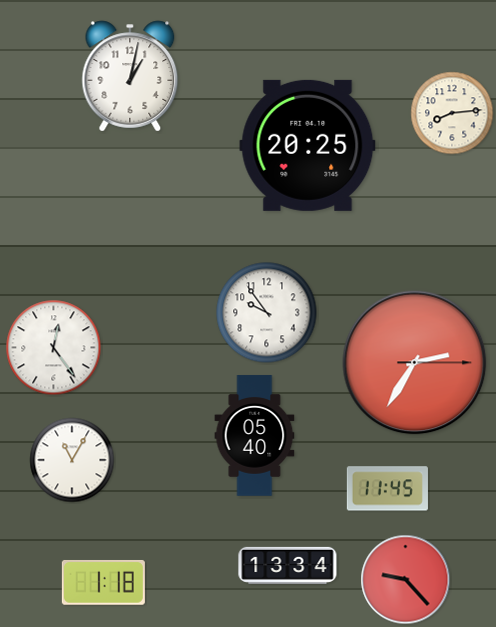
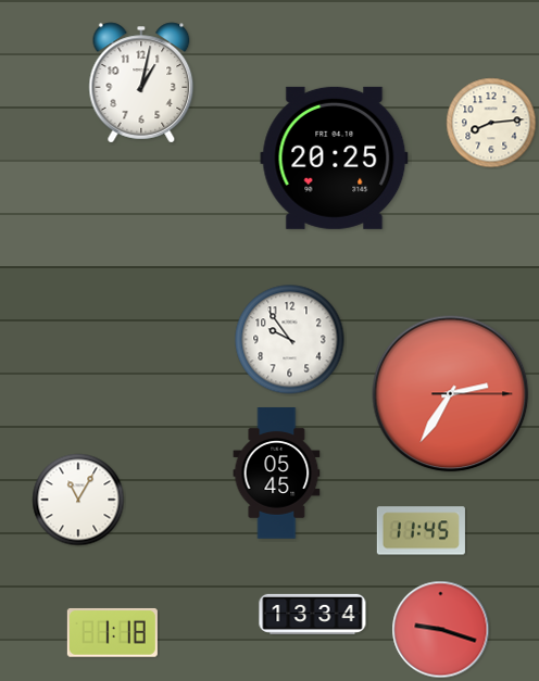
clock at (54, 348): 12:24 -> none
clock at (255, 436): 05:40 -> 05:45
clock at (406, 580): 9:23 -> 9:18
